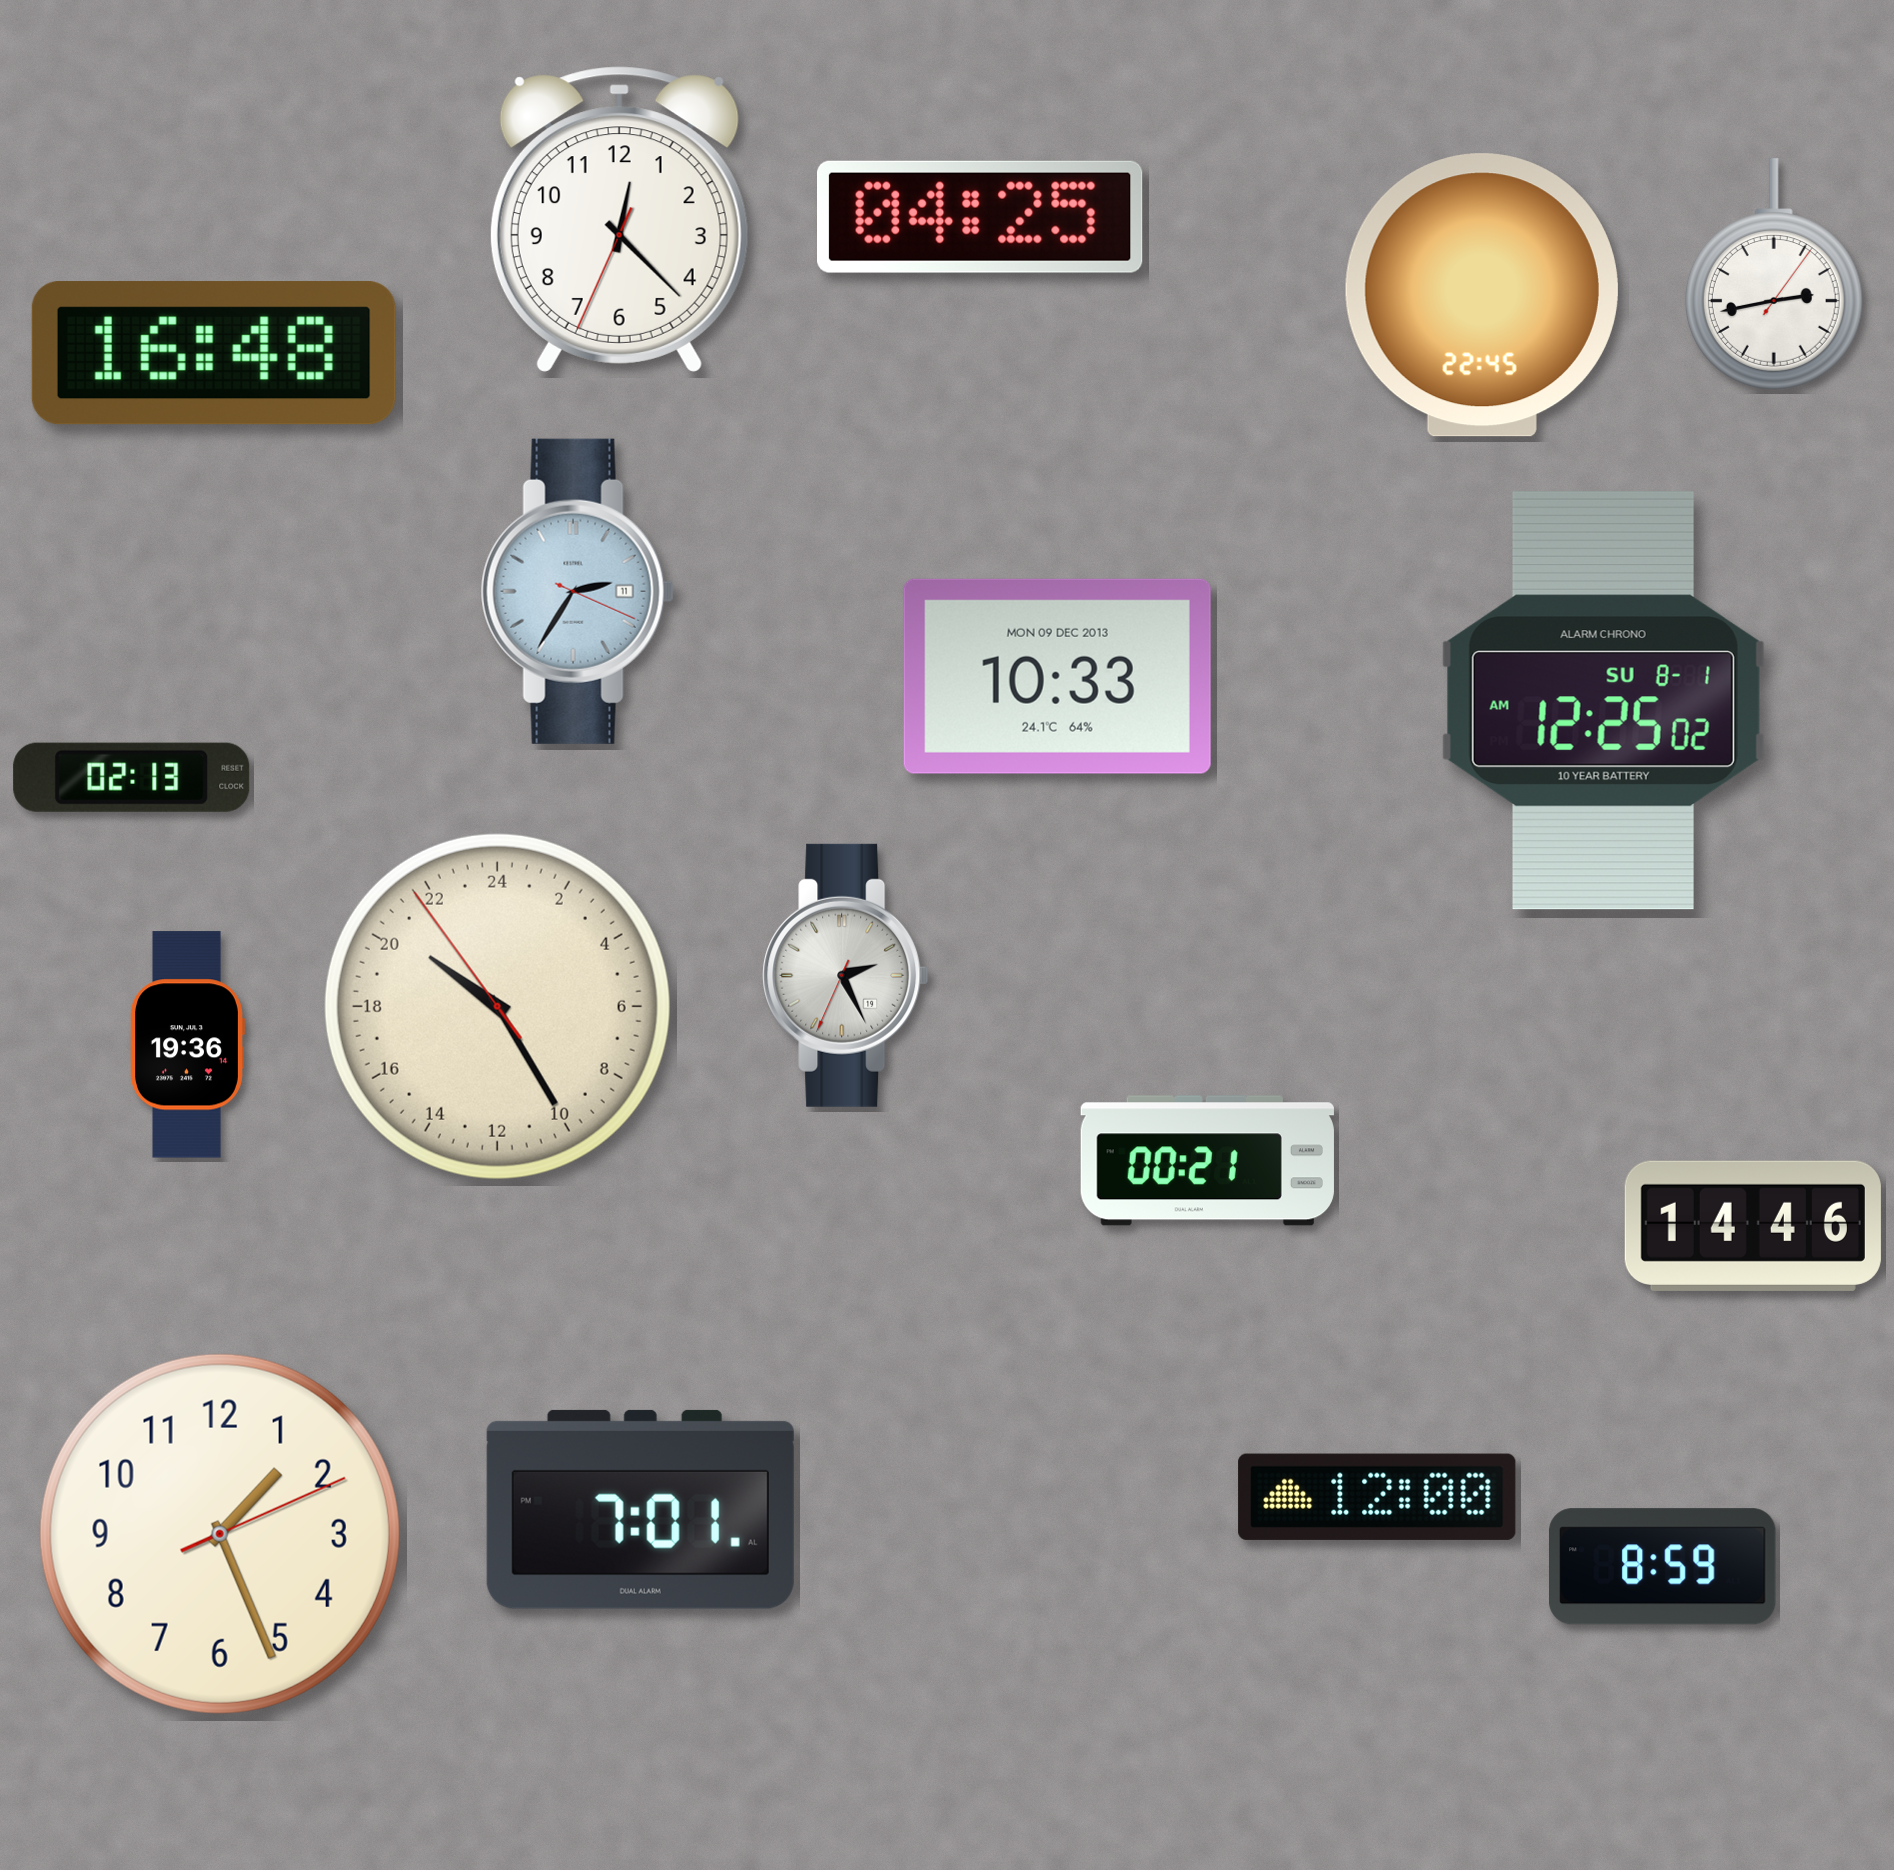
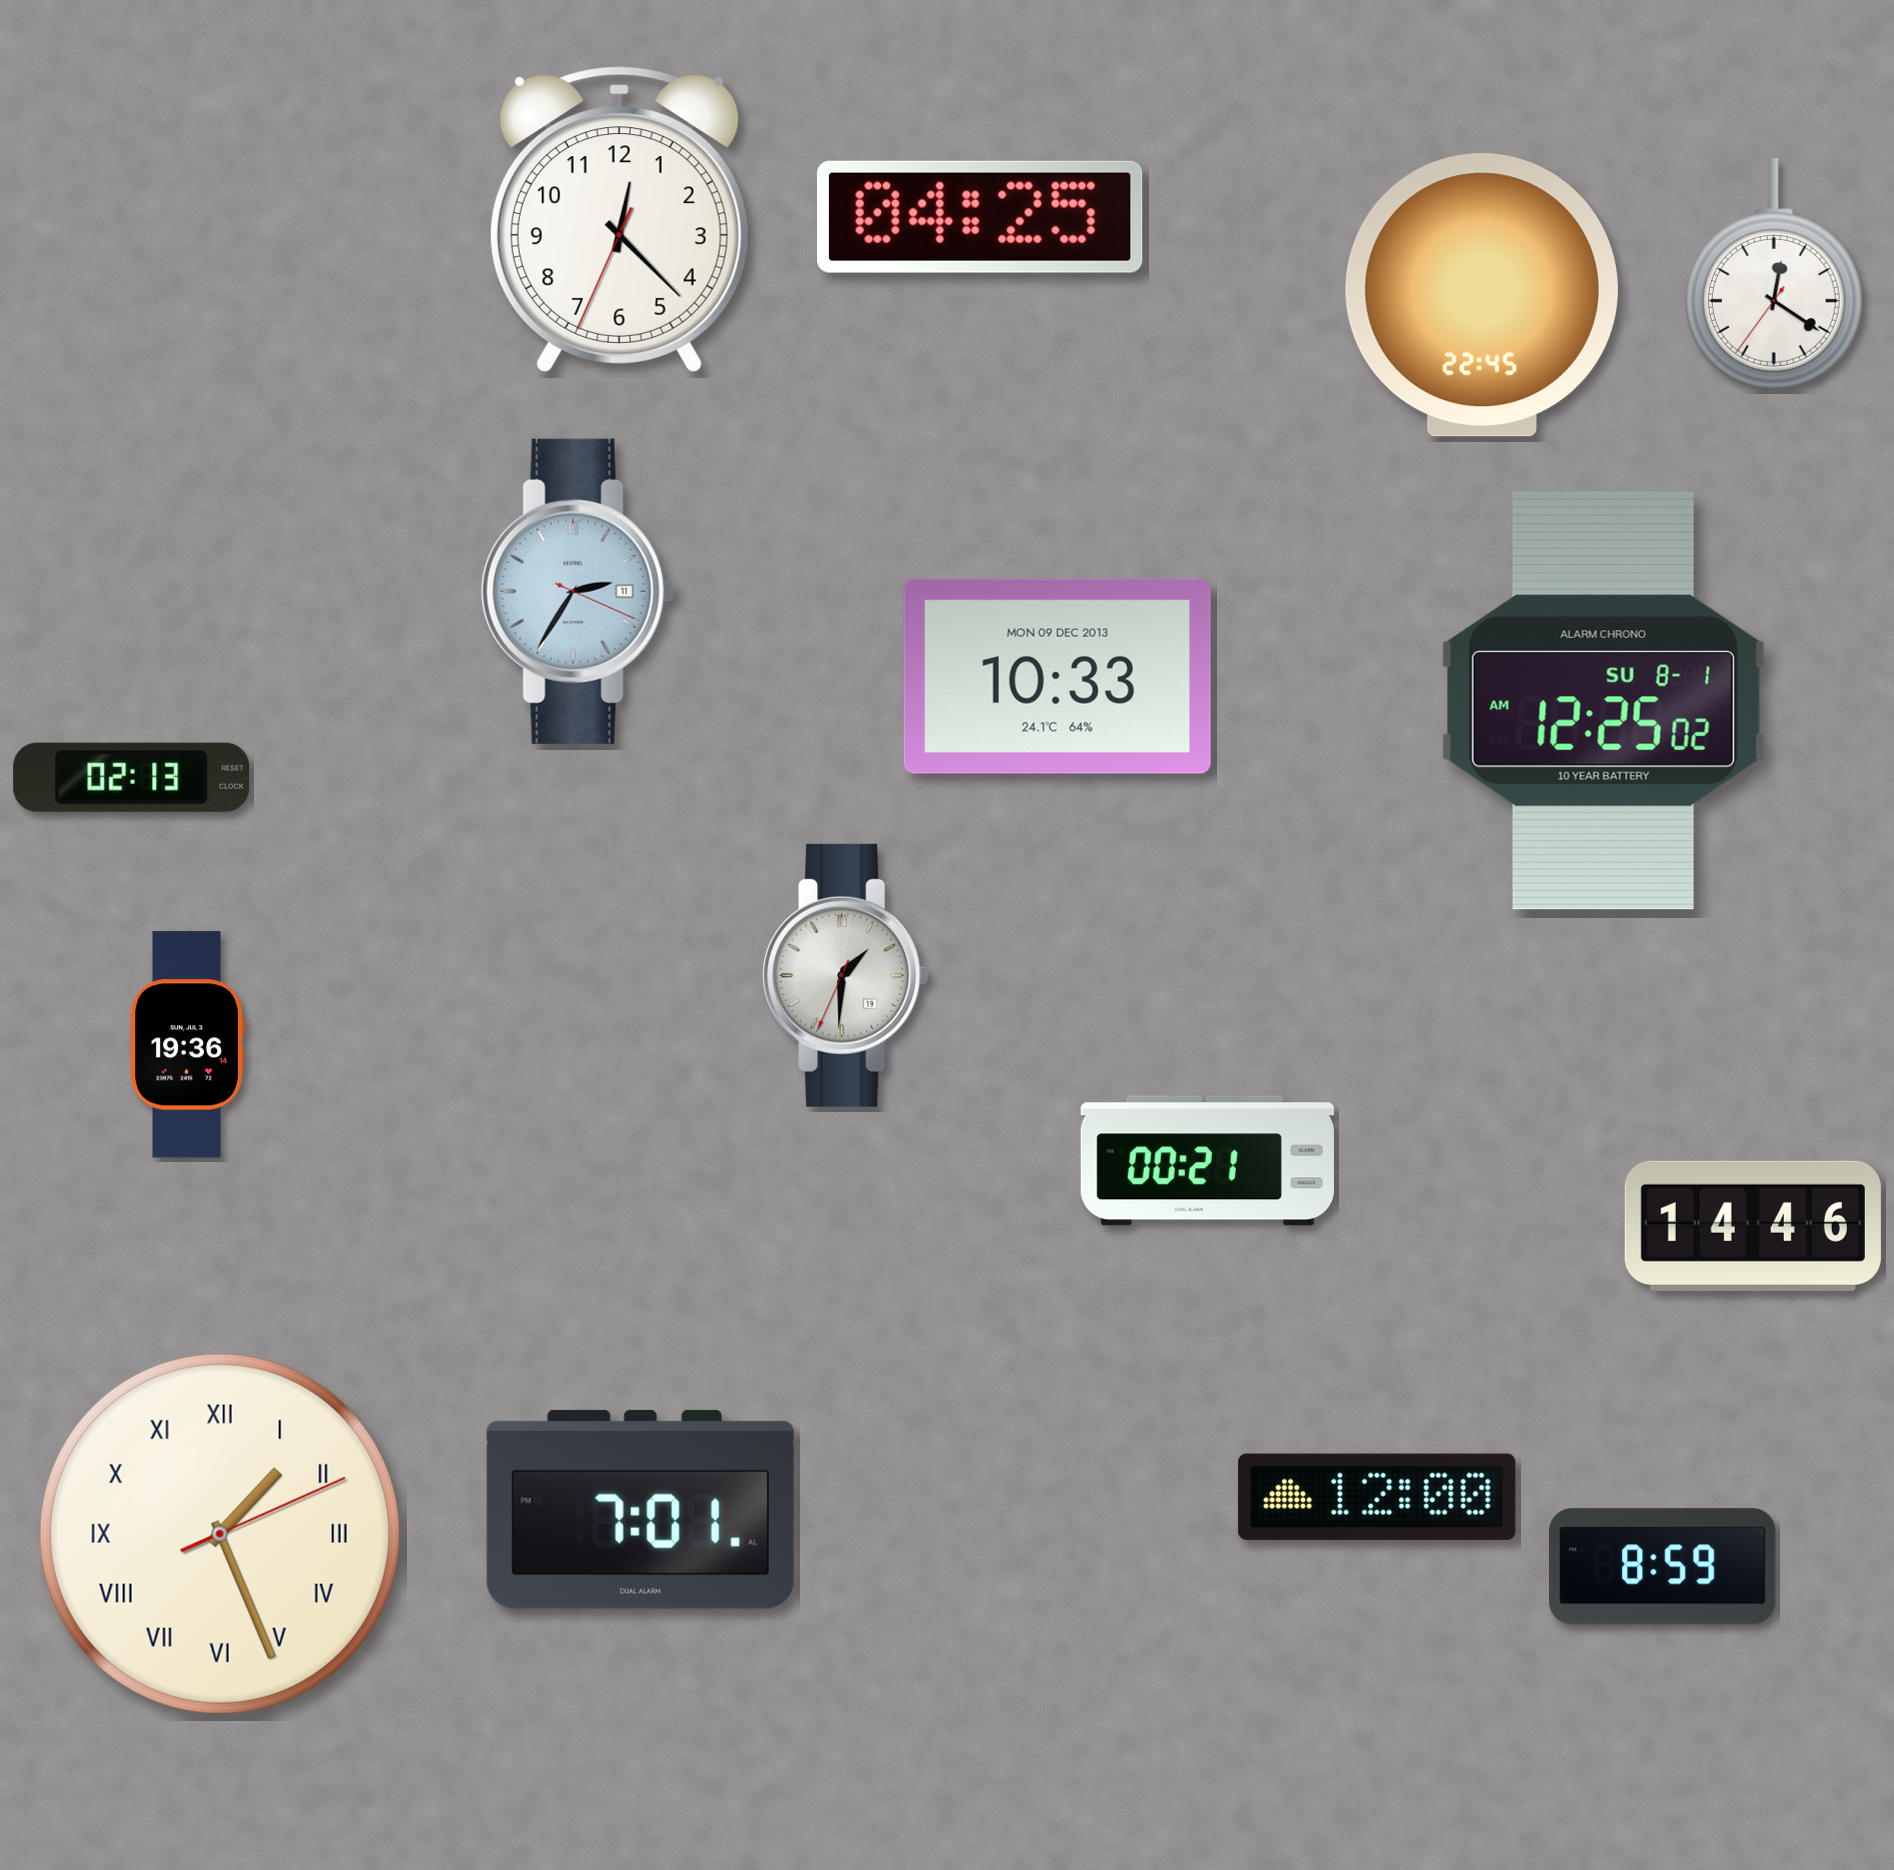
clock at (1774, 274): 2:43 -> 12:20
clock at (214, 353): 16:48 -> none
clock at (846, 975): 2:25 -> 1:30
clock at (497, 1006): 20:24 -> none
clock at (220, 1534) numerals: Arabic -> Roman
